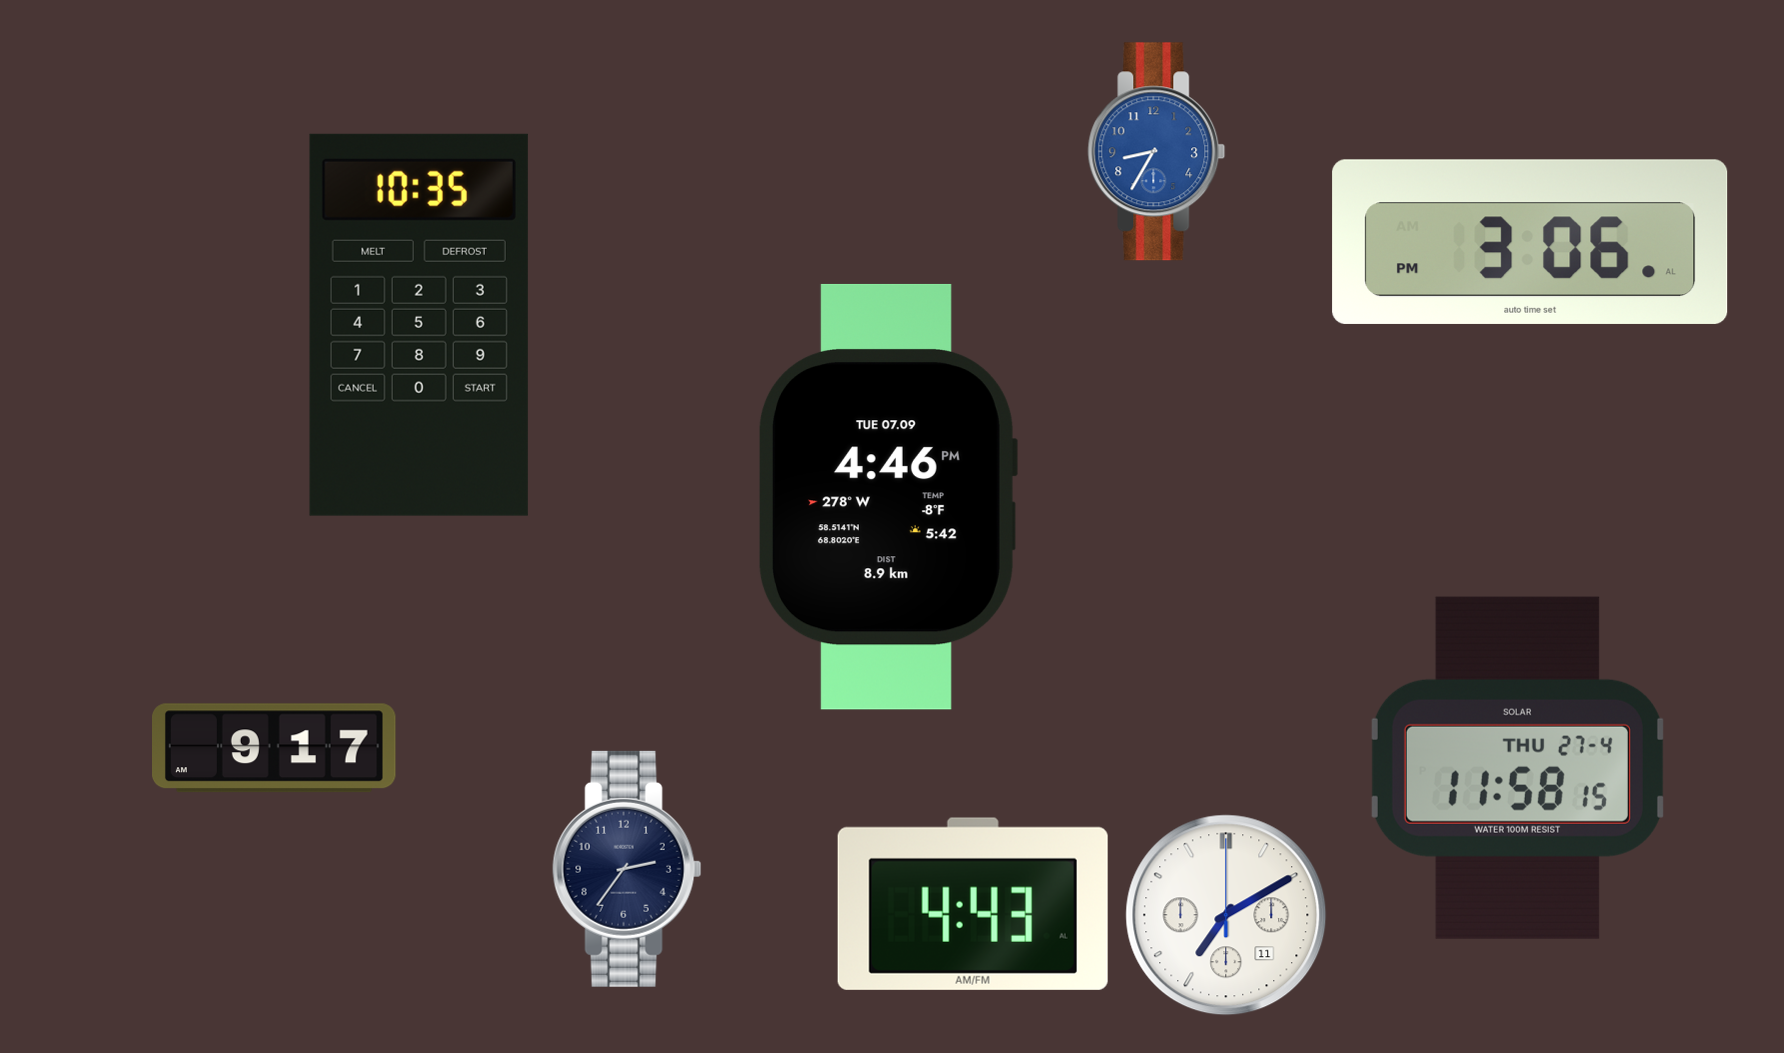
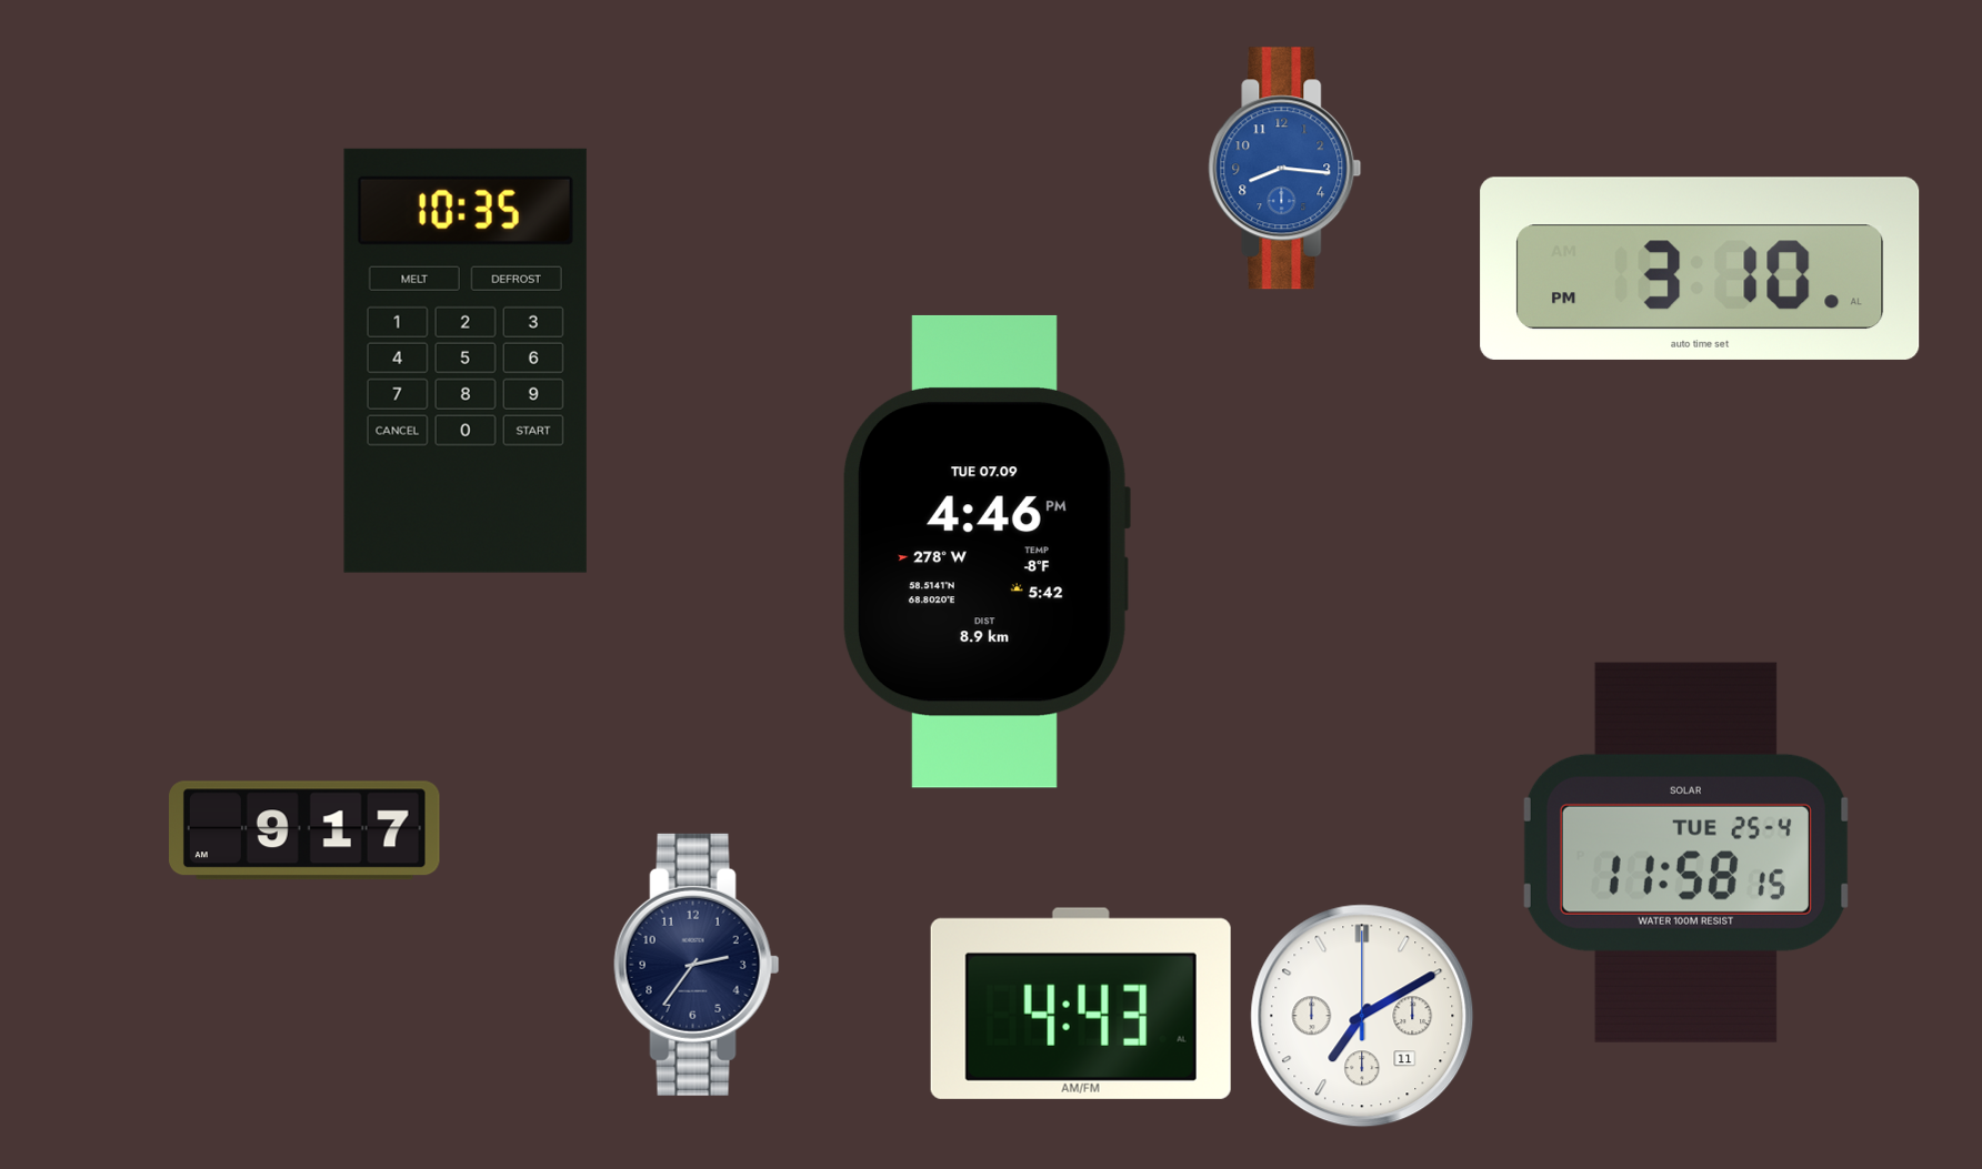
clock at (1157, 152): 8:35 -> 8:16
clock at (1530, 242): 3:06 -> 3:10
clock at (1518, 768) date: THU 27-4 -> TUE 25-4
